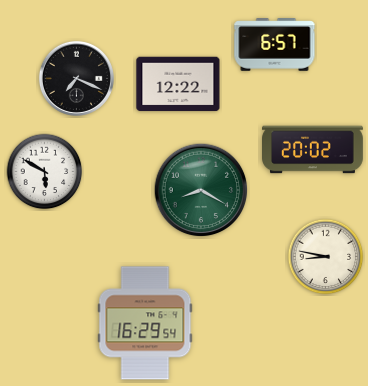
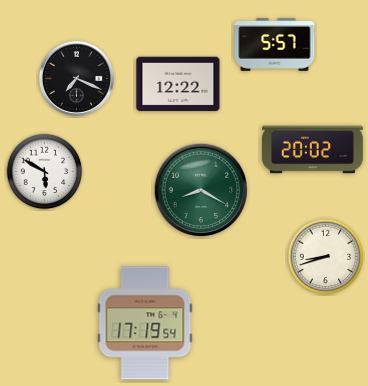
clock at (275, 45): 6:57 -> 5:57
clock at (326, 257): 8:47 -> 8:42
clock at (145, 323): 16:29 -> 17:19
